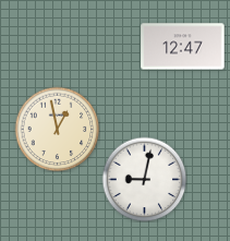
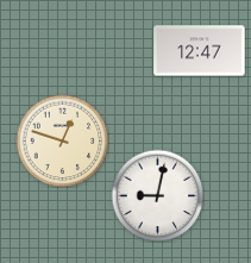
clock at (57, 129): 12:58 -> 12:48
